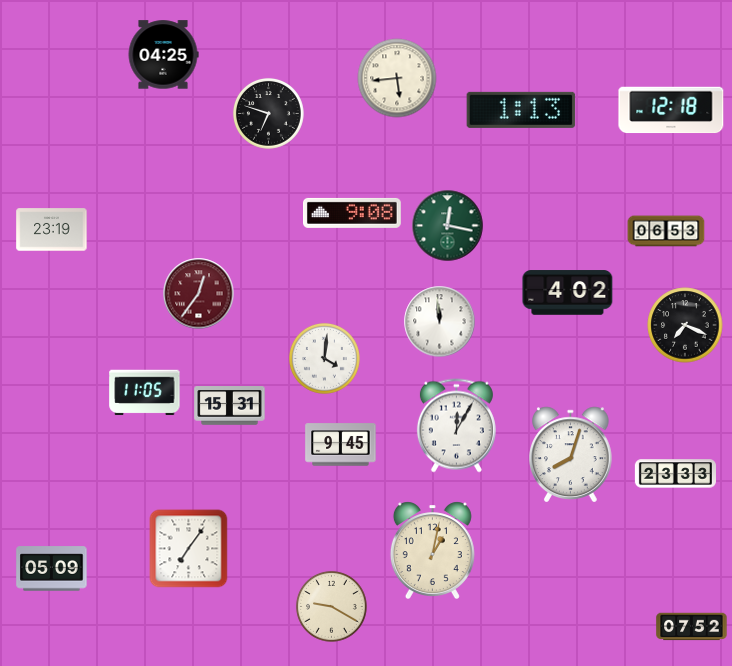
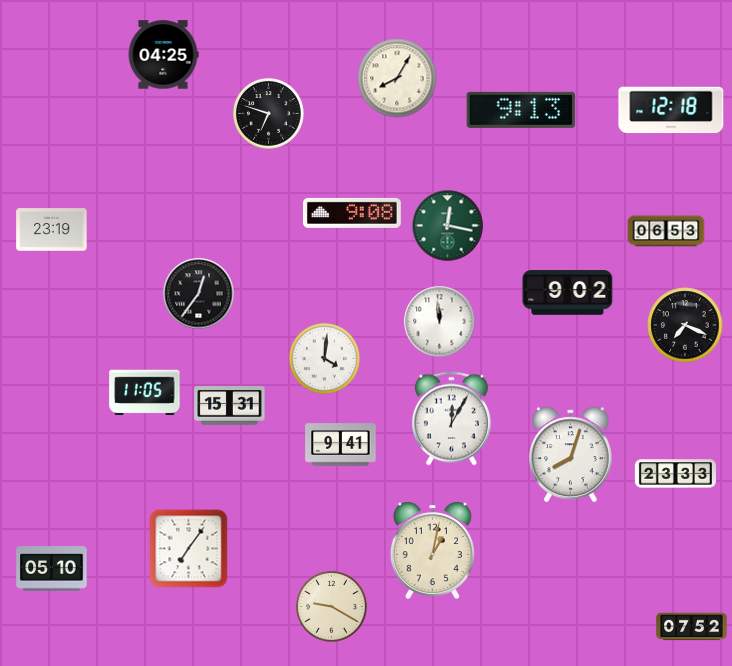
clock at (397, 78): 5:44 -> 8:05
clock at (521, 110): 1:13 -> 9:13
clock at (568, 293): 4:02 -> 9:02
clock at (199, 294) dial: burgundy -> black
clock at (456, 426) position: (456, 426) -> (451, 419)
clock at (341, 445): 9:45 -> 9:41
clock at (52, 569): 05:09 -> 05:10
